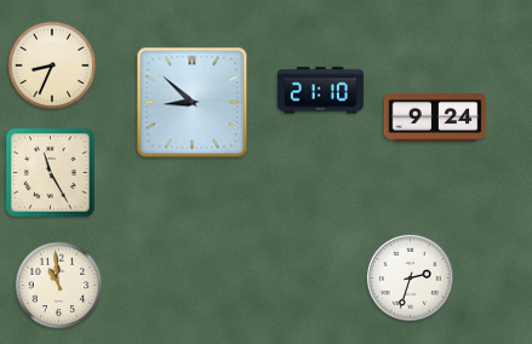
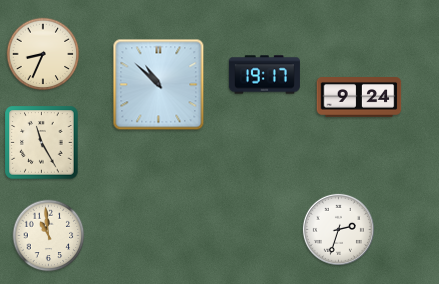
clock at (320, 91): 21:10 -> 19:17
clock at (193, 103): 8:52 -> 10:52
